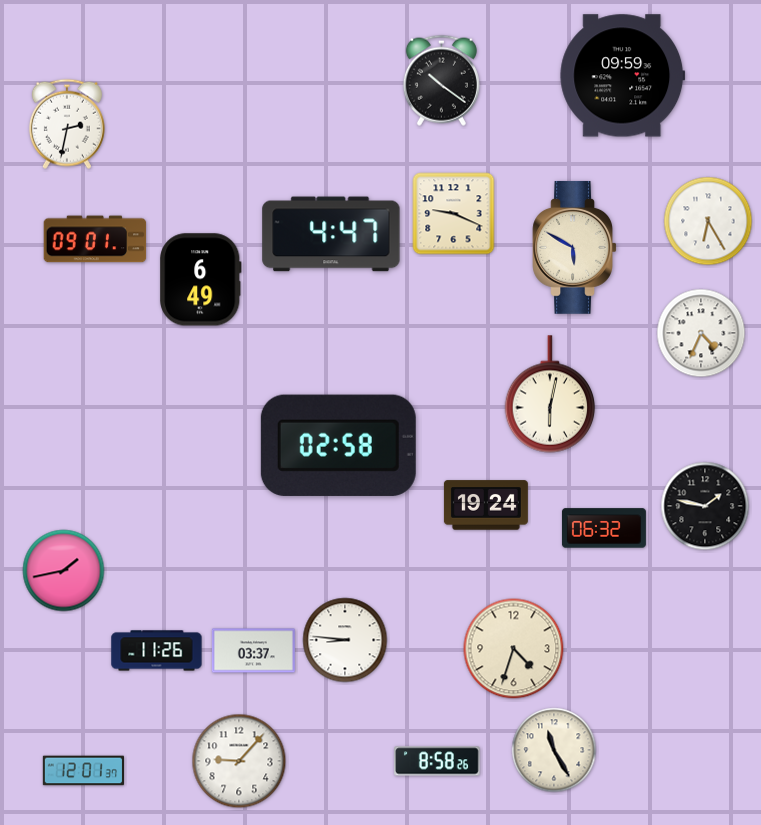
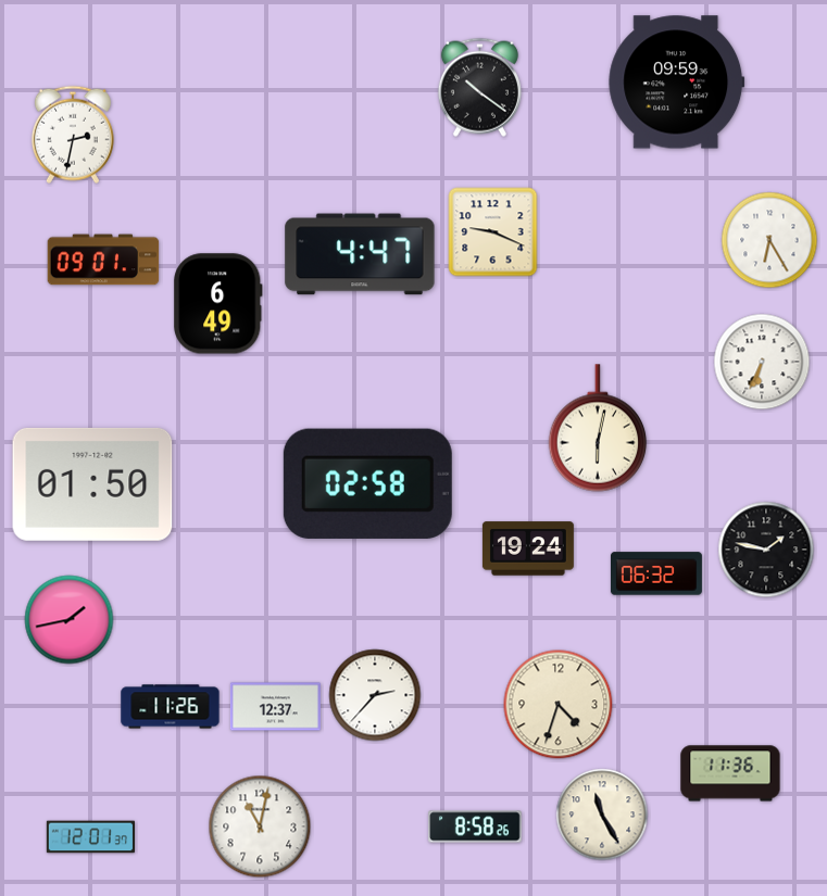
clock at (575, 247): 5:50 -> none
clock at (701, 333): 4:34 -> 6:34
clock at (92, 484): none -> 01:50
clock at (345, 640): 8:46 -> 2:37
clock at (253, 651): 03:37 -> 12:37
clock at (730, 773): none -> 11:36
clock at (239, 761): 9:07 -> 11:02
